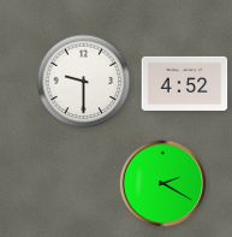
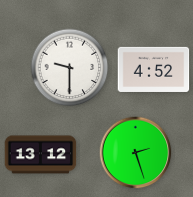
clock at (163, 184): 2:20 -> 2:27
clock at (41, 155): none -> 13:12
